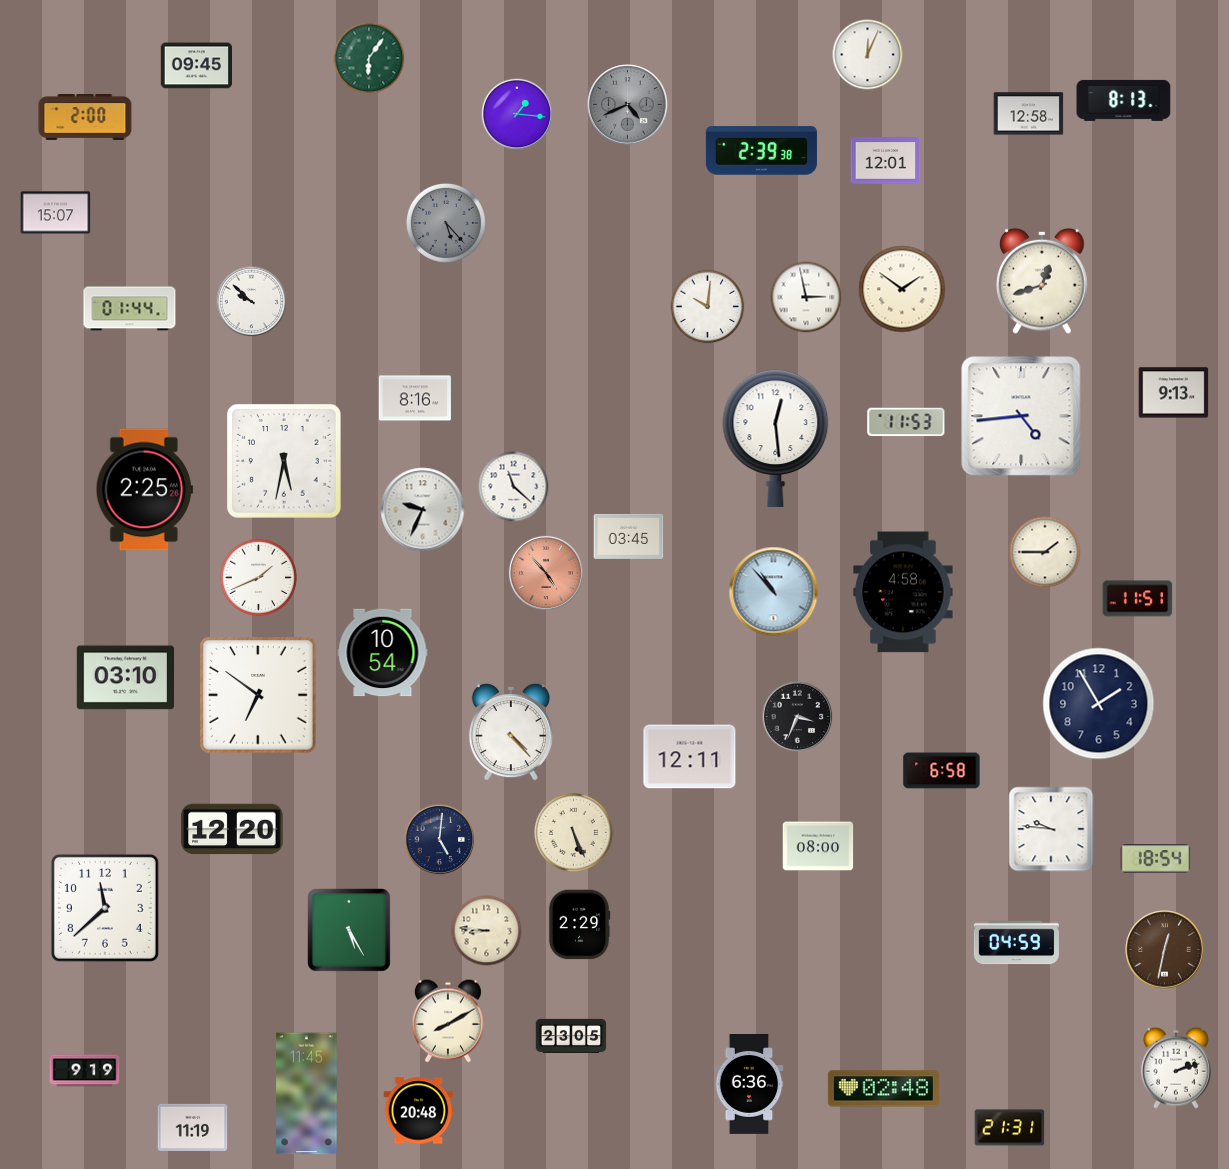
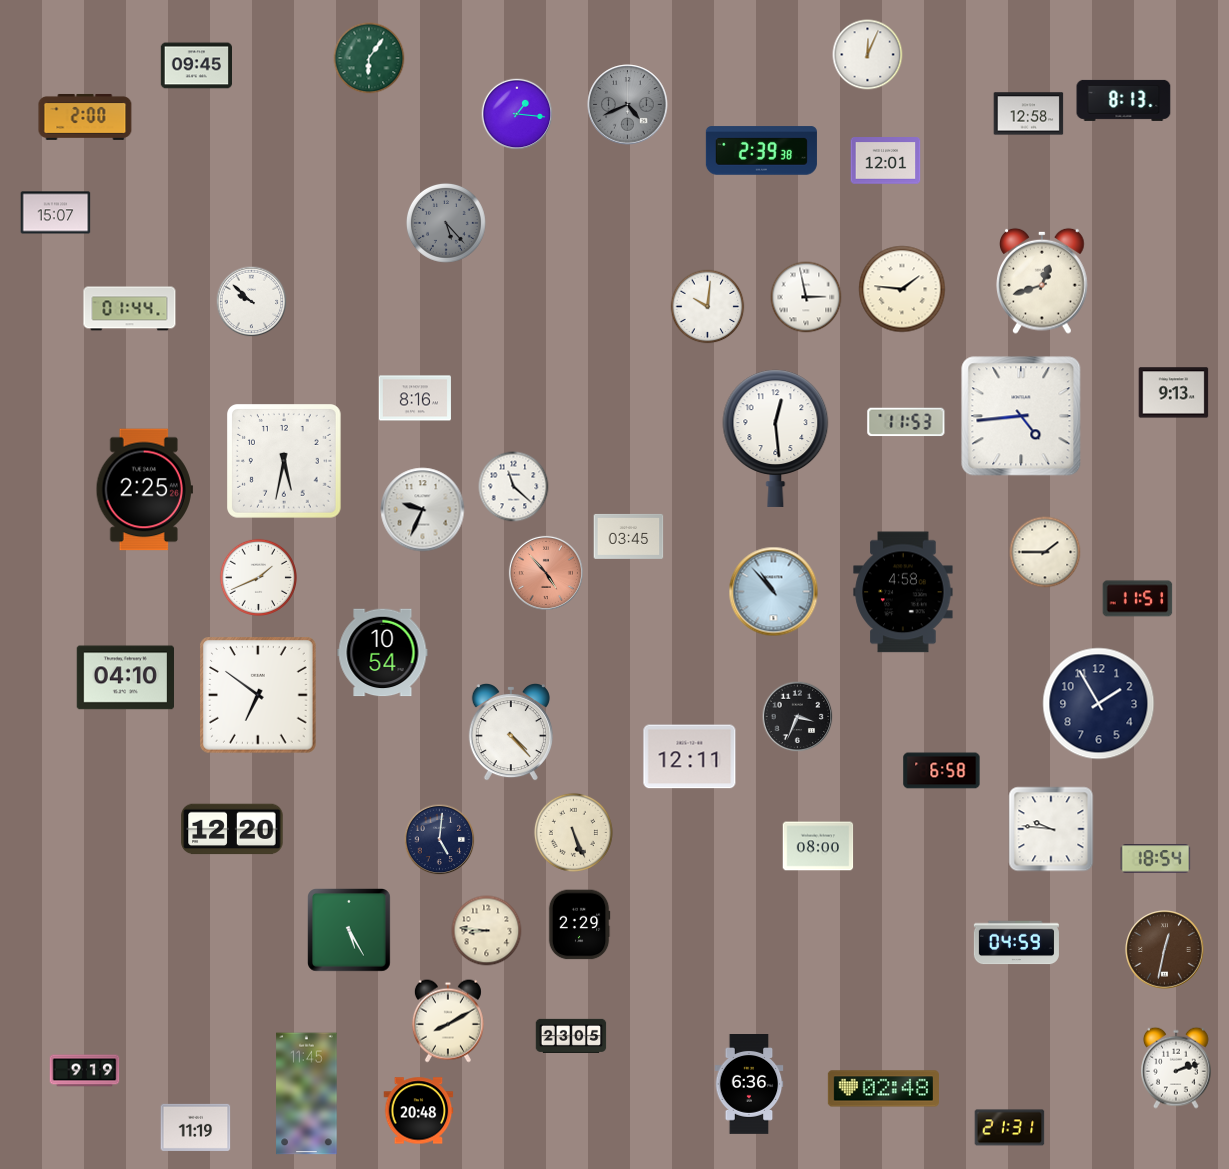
clock at (902, 289): 1:51 -> 1:46
clock at (125, 678): 03:10 -> 04:10
clock at (105, 908): 11:38 -> none
clock at (193, 1127) position: (193, 1127) -> (196, 1127)
